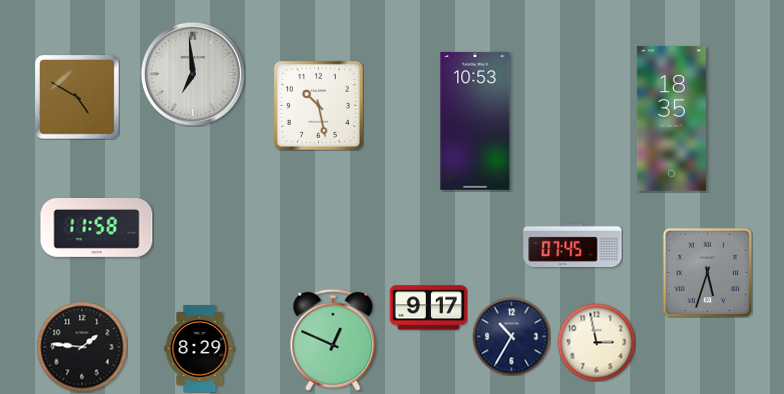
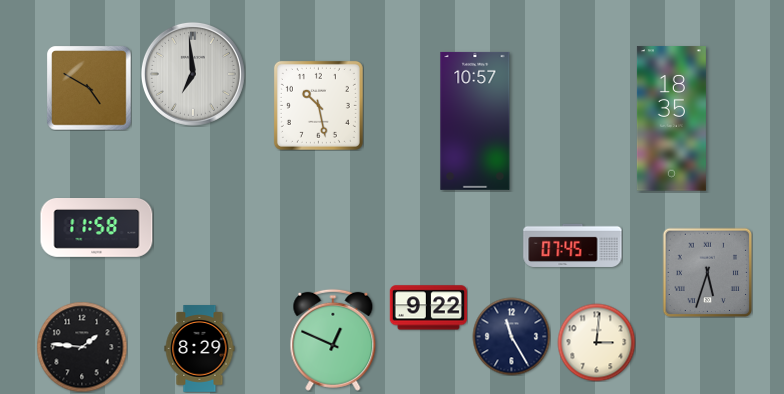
clock at (77, 97) position: (77, 97) -> (89, 88)
clock at (475, 121): 10:53 -> 10:57
clock at (428, 308): 9:17 -> 9:22
clock at (511, 336): 10:35 -> 11:25
clock at (596, 342): 2:58 -> 3:01
